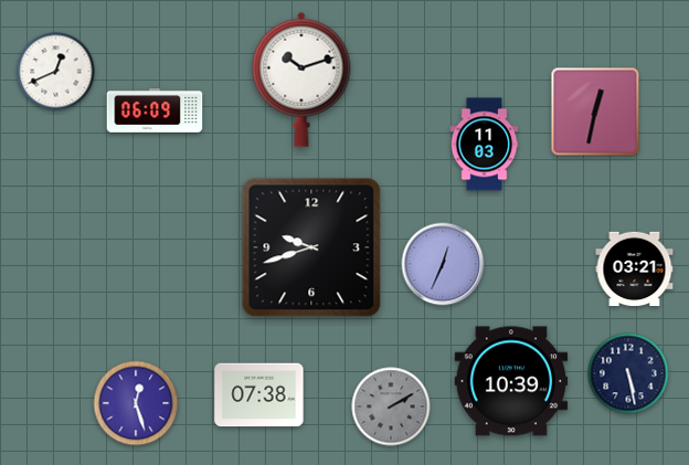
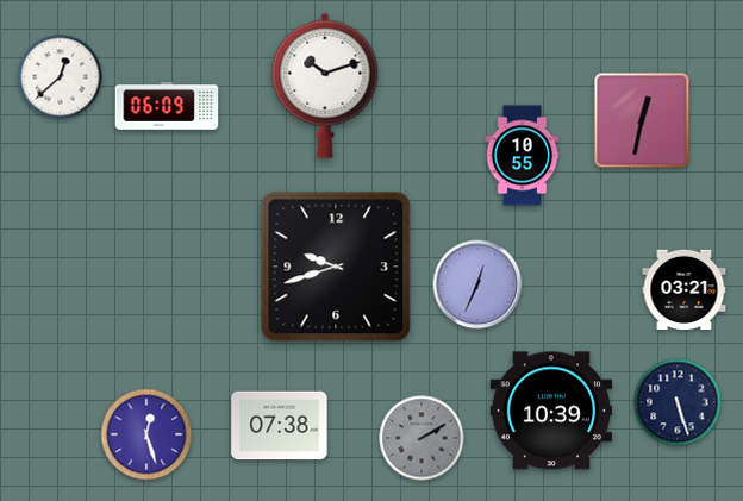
clock at (56, 72): 12:41 -> 12:38
clock at (155, 110) position: (155, 110) -> (167, 106)
clock at (485, 145): 11:03 -> 10:55
clock at (628, 373): 5:28 -> 5:27
